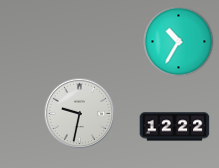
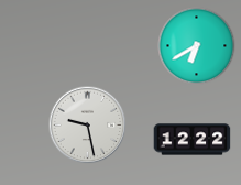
clock at (179, 42): 10:35 -> 6:40
clock at (80, 114): 9:32 -> 9:28
